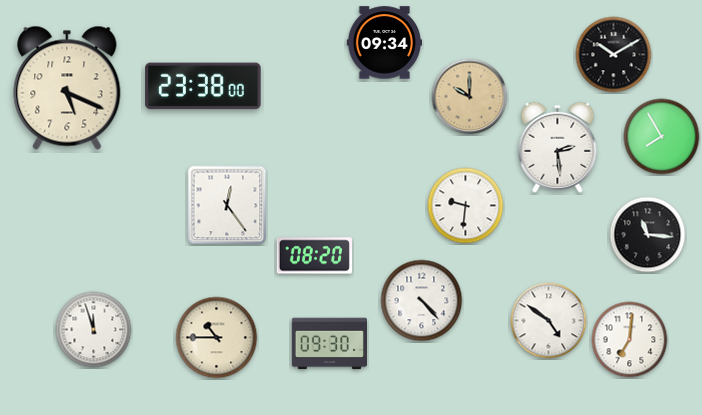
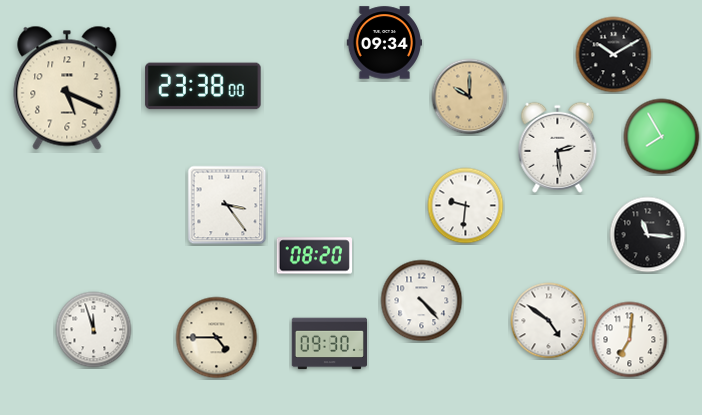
clock at (227, 205): 12:24 -> 3:24
clock at (217, 338): 10:45 -> 4:45
